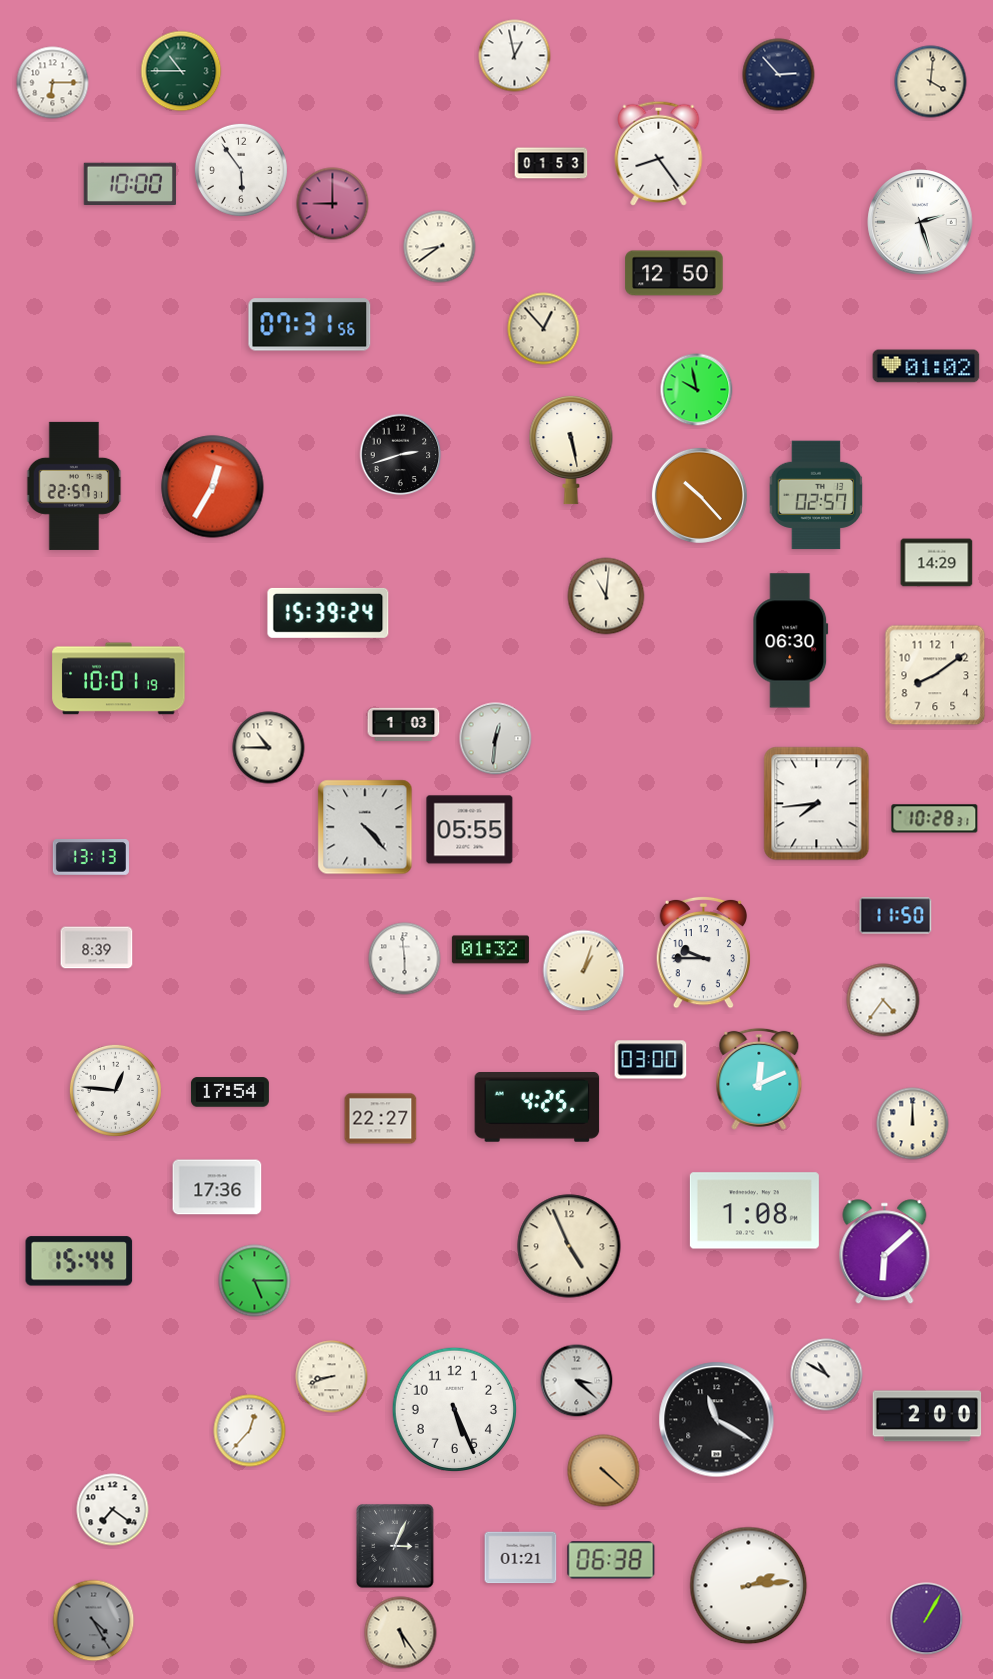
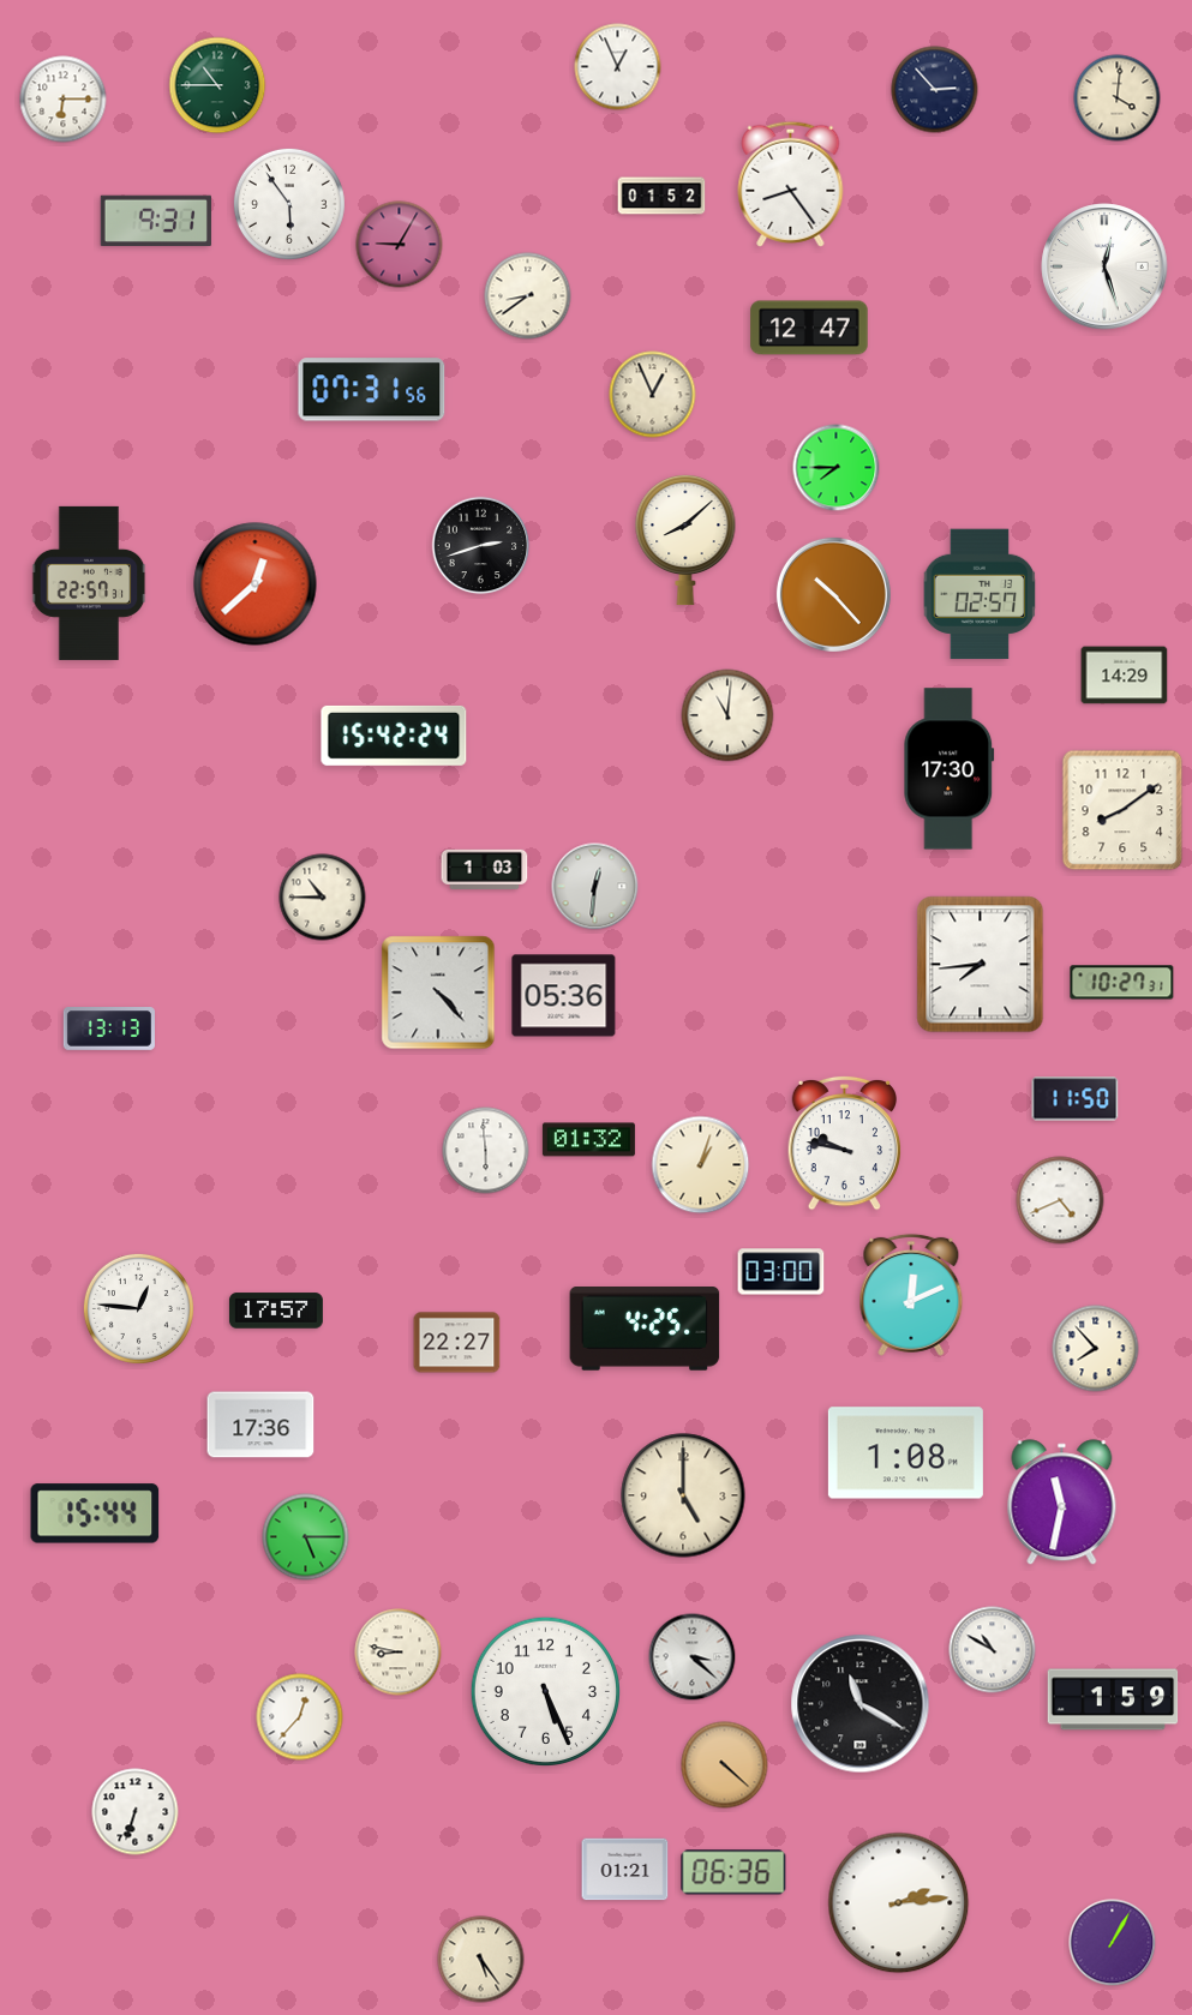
clock at (515, 56): 12:58 -> 12:56
clock at (551, 163): 01:53 -> 01:52
clock at (129, 183): 10:00 -> 9:31
clock at (333, 204): 9:00 -> 9:05
clock at (920, 222): 2:27 -> 12:27
clock at (674, 273): 12:50 -> 12:47
clock at (544, 329): 12:53 -> 12:56
clock at (926, 366): 01:02 -> none
clock at (697, 390): 9:58 -> 7:45
clock at (571, 450): 5:28 -> 8:08
clock at (213, 487): 12:35 -> 12:38
clock at (699, 495) position: (699, 495) -> (833, 594)
clock at (328, 613): 15:39 -> 15:42
clock at (791, 641): 06:30 -> 17:30
clock at (119, 679): 10:01 -> none
clock at (935, 819): 10:28 -> 10:27
clock at (470, 830): 05:55 -> 05:36
clock at (97, 948): 8:39 -> none
clock at (703, 952): 9:45 -> 9:47
clock at (883, 1000): 4:36 -> 4:41
clock at (230, 1092): 17:54 -> 17:57
clock at (913, 1124): 12:00 -> 7:53
clock at (569, 1246): 4:56 -> 5:00
clock at (885, 1252): 6:08 -> 11:32
clock at (332, 1377): 8:42 -> 8:47
clock at (927, 1416): 2:00 -> 1:59
clock at (113, 1510): 7:21 -> 6:33
clock at (395, 1546): 3:04 -> none
clock at (611, 1560): 06:38 -> 06:36
clock at (94, 1621): 4:25 -> none
